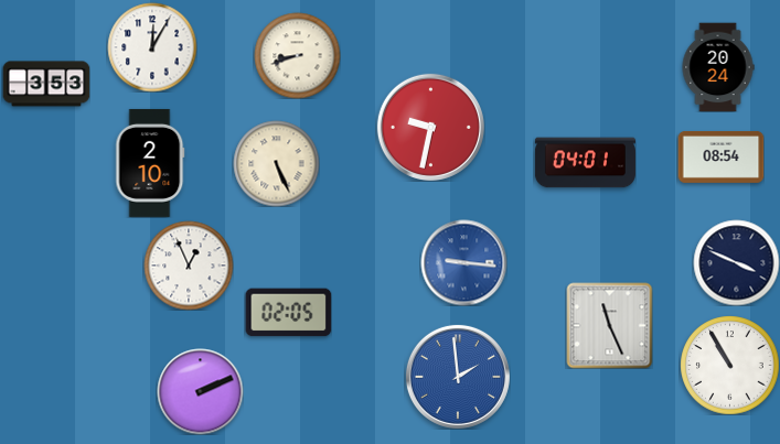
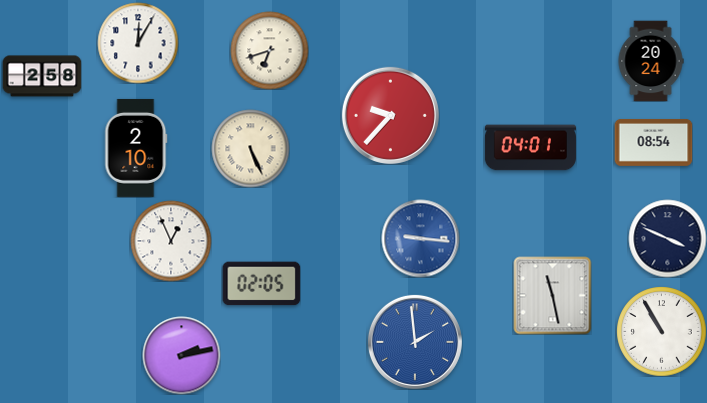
clock at (297, 55): 8:42 -> 6:42
clock at (46, 84): 3:53 -> 2:58
clock at (430, 127): 9:32 -> 9:37
clock at (609, 325): 11:26 -> 11:28
clock at (200, 391): 2:11 -> 2:13
